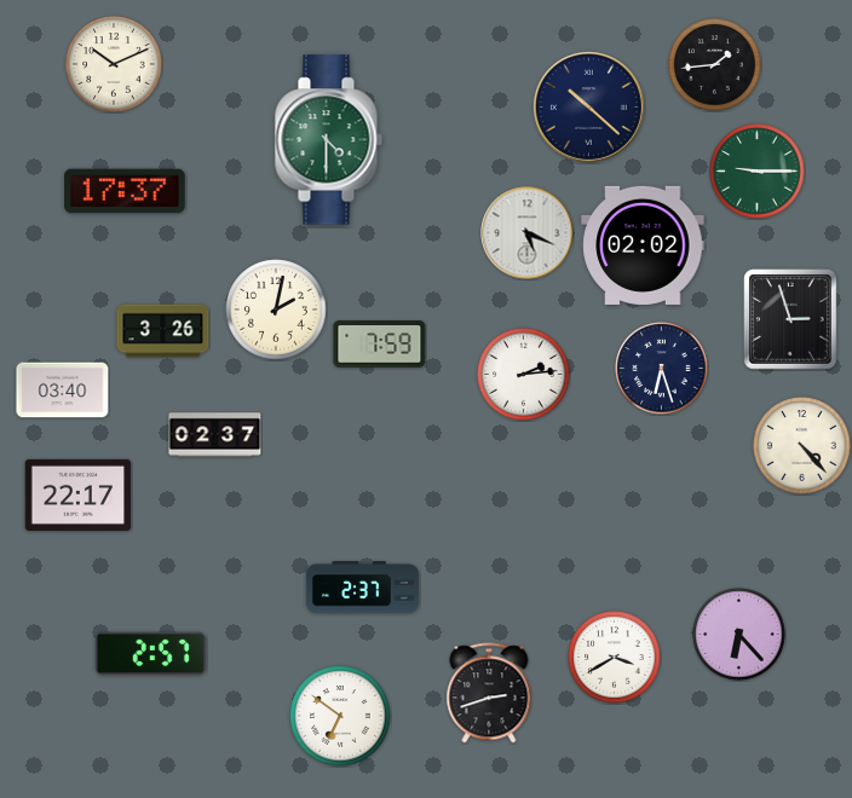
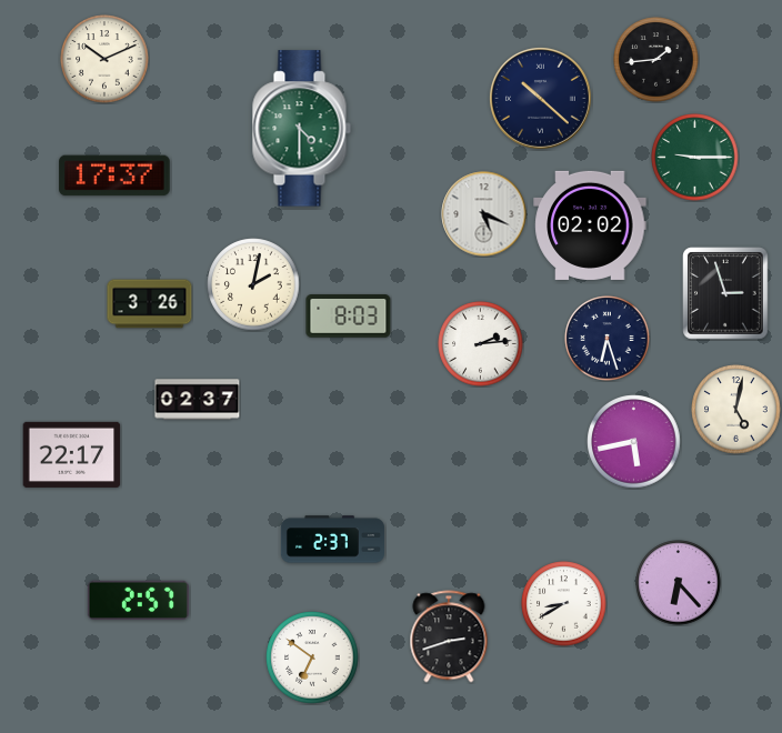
clock at (380, 345): 7:59 -> 8:03
clock at (63, 391): 03:40 -> none
clock at (802, 446): 4:23 -> 5:02
clock at (634, 442): none -> 5:43
clock at (615, 658): 3:40 -> 8:40
